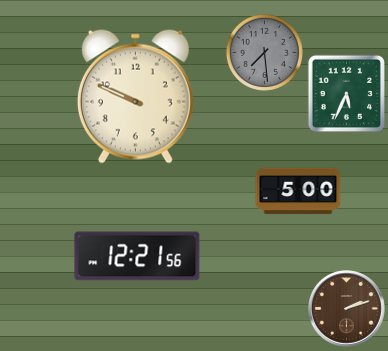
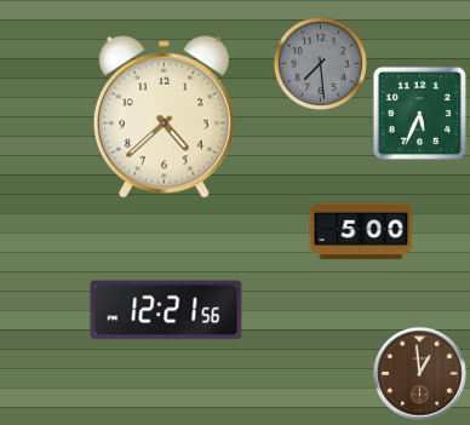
clock at (135, 96): 9:49 -> 4:38
clock at (347, 309): 2:12 -> 12:59
